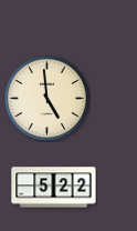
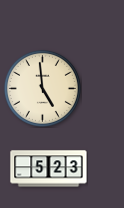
clock at (54, 188): 5:22 -> 5:23
